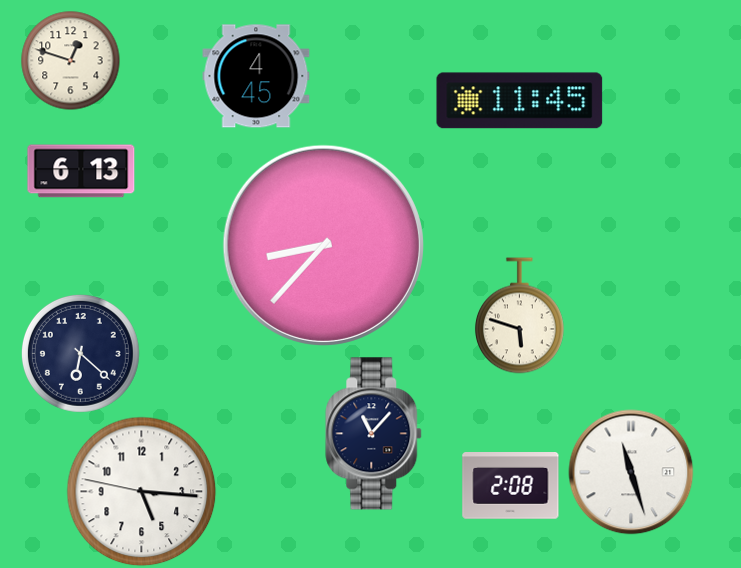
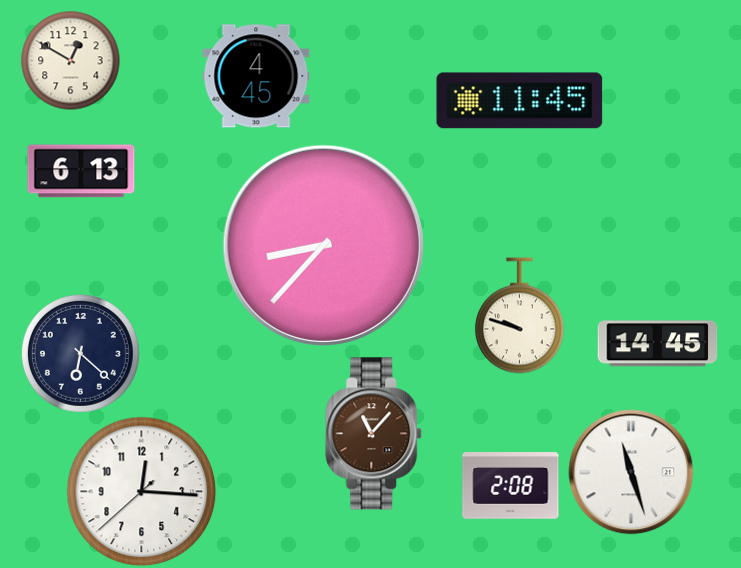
clock at (71, 61): 12:48 -> 12:50
clock at (519, 316): 5:48 -> 9:48
clock at (658, 344): none -> 14:45
clock at (374, 434) dial: navy -> brown
clock at (142, 492): 5:15 -> 12:15
